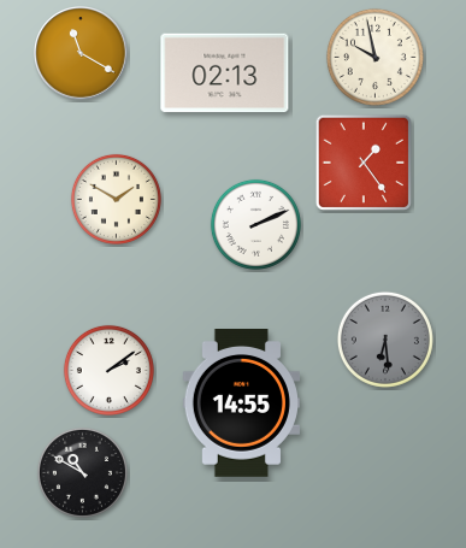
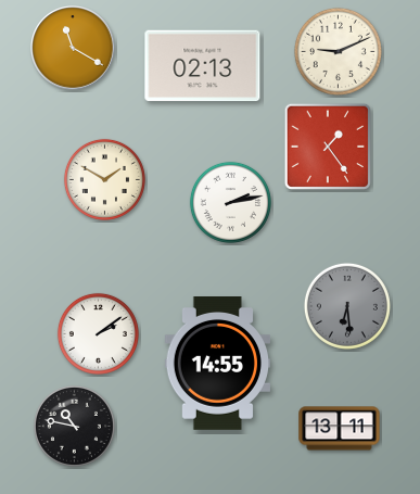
clock at (374, 57): 9:58 -> 9:11
clock at (255, 224): 2:11 -> 2:13
clock at (82, 472): 10:50 -> 10:47
clock at (340, 429): none -> 13:11
